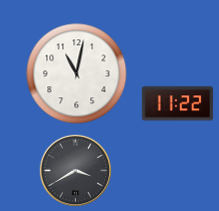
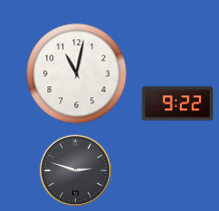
clock at (178, 104): 11:22 -> 9:22
clock at (76, 171): 3:40 -> 2:48
